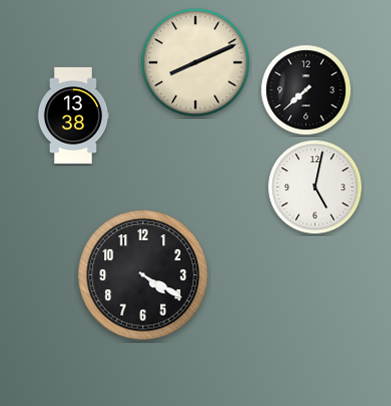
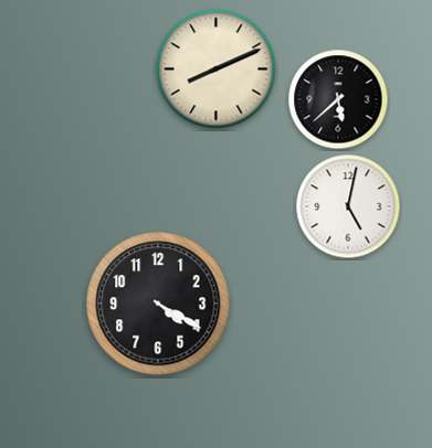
clock at (306, 90): 7:38 -> 5:38
clock at (73, 116): 13:38 -> none
